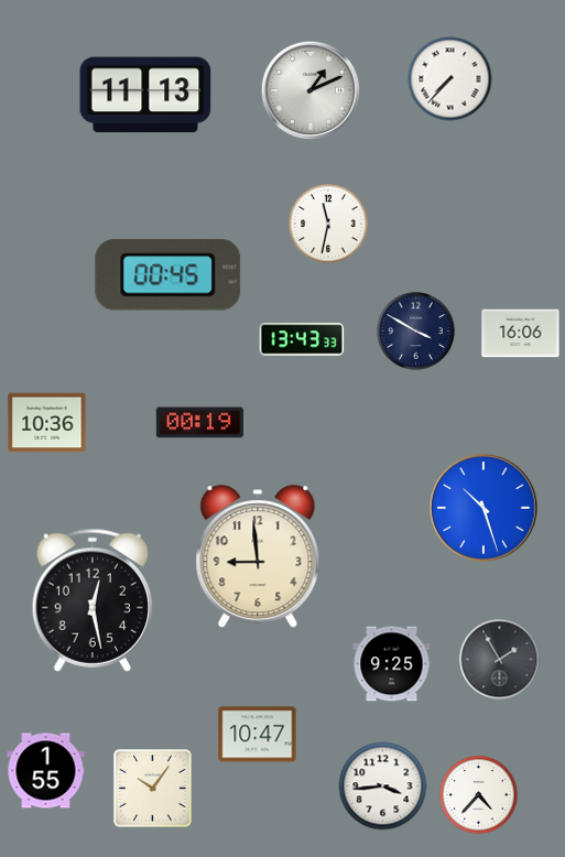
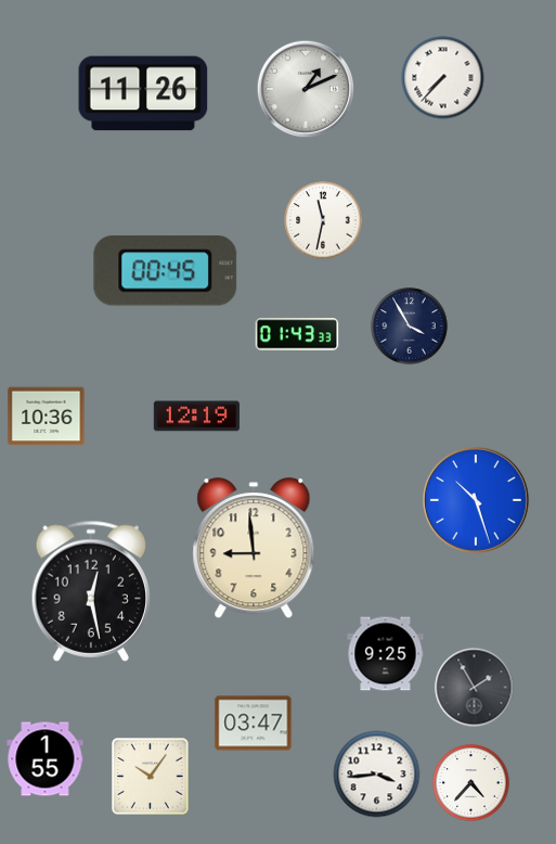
clock at (145, 95): 11:13 -> 11:26
clock at (416, 332): 3:50 -> 3:55
clock at (521, 334): 16:06 -> none
clock at (302, 339): 13:43 -> 01:43
clock at (199, 423): 00:19 -> 12:19
clock at (500, 660) position: (500, 660) -> (475, 688)
clock at (258, 735): 10:47 -> 03:47
